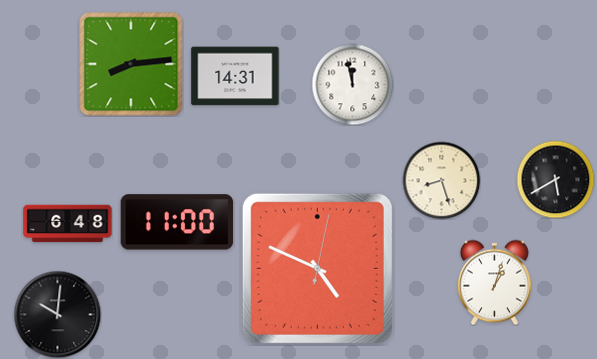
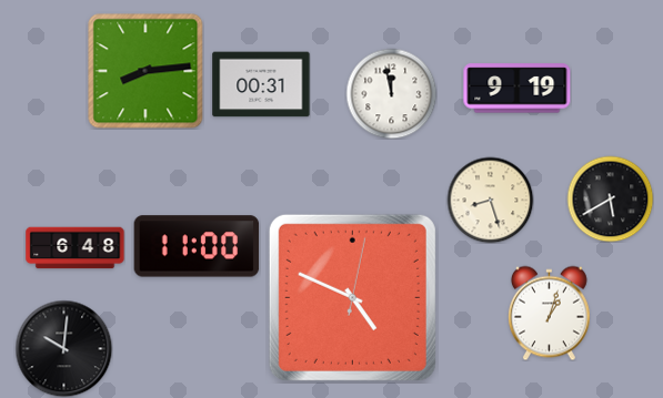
clock at (235, 76): 14:31 -> 00:31
clock at (518, 89): none -> 9:19
clock at (555, 179) position: (555, 179) -> (610, 198)
